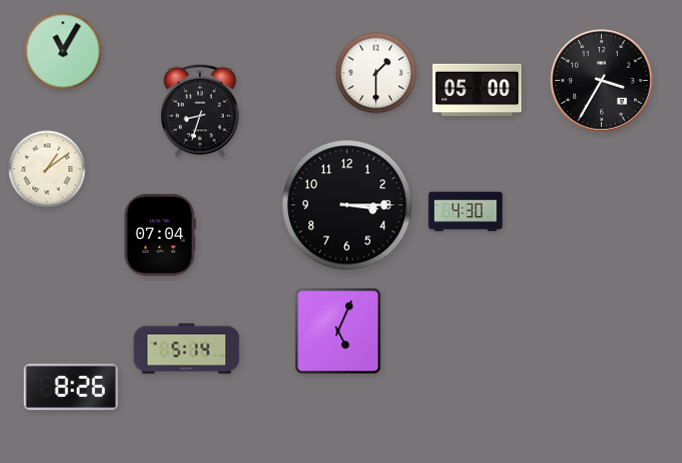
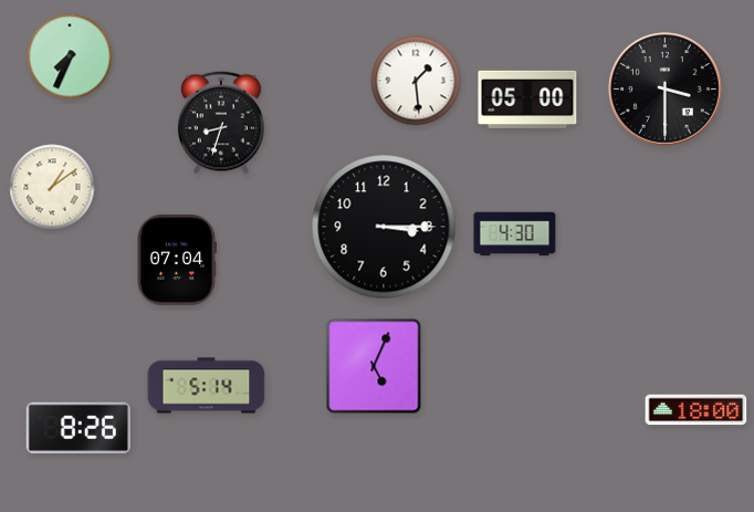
clock at (63, 51): 11:05 -> 7:34
clock at (376, 73): 1:30 -> 1:29
clock at (602, 81): 3:35 -> 3:30
clock at (697, 410): none -> 18:00
